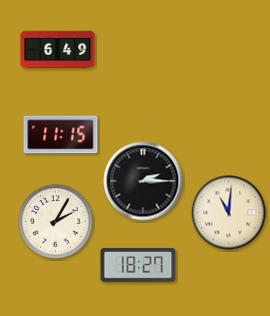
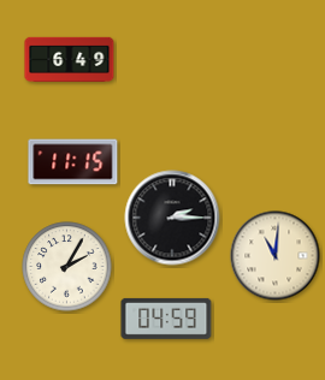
clock at (138, 265): 18:27 -> 04:59
